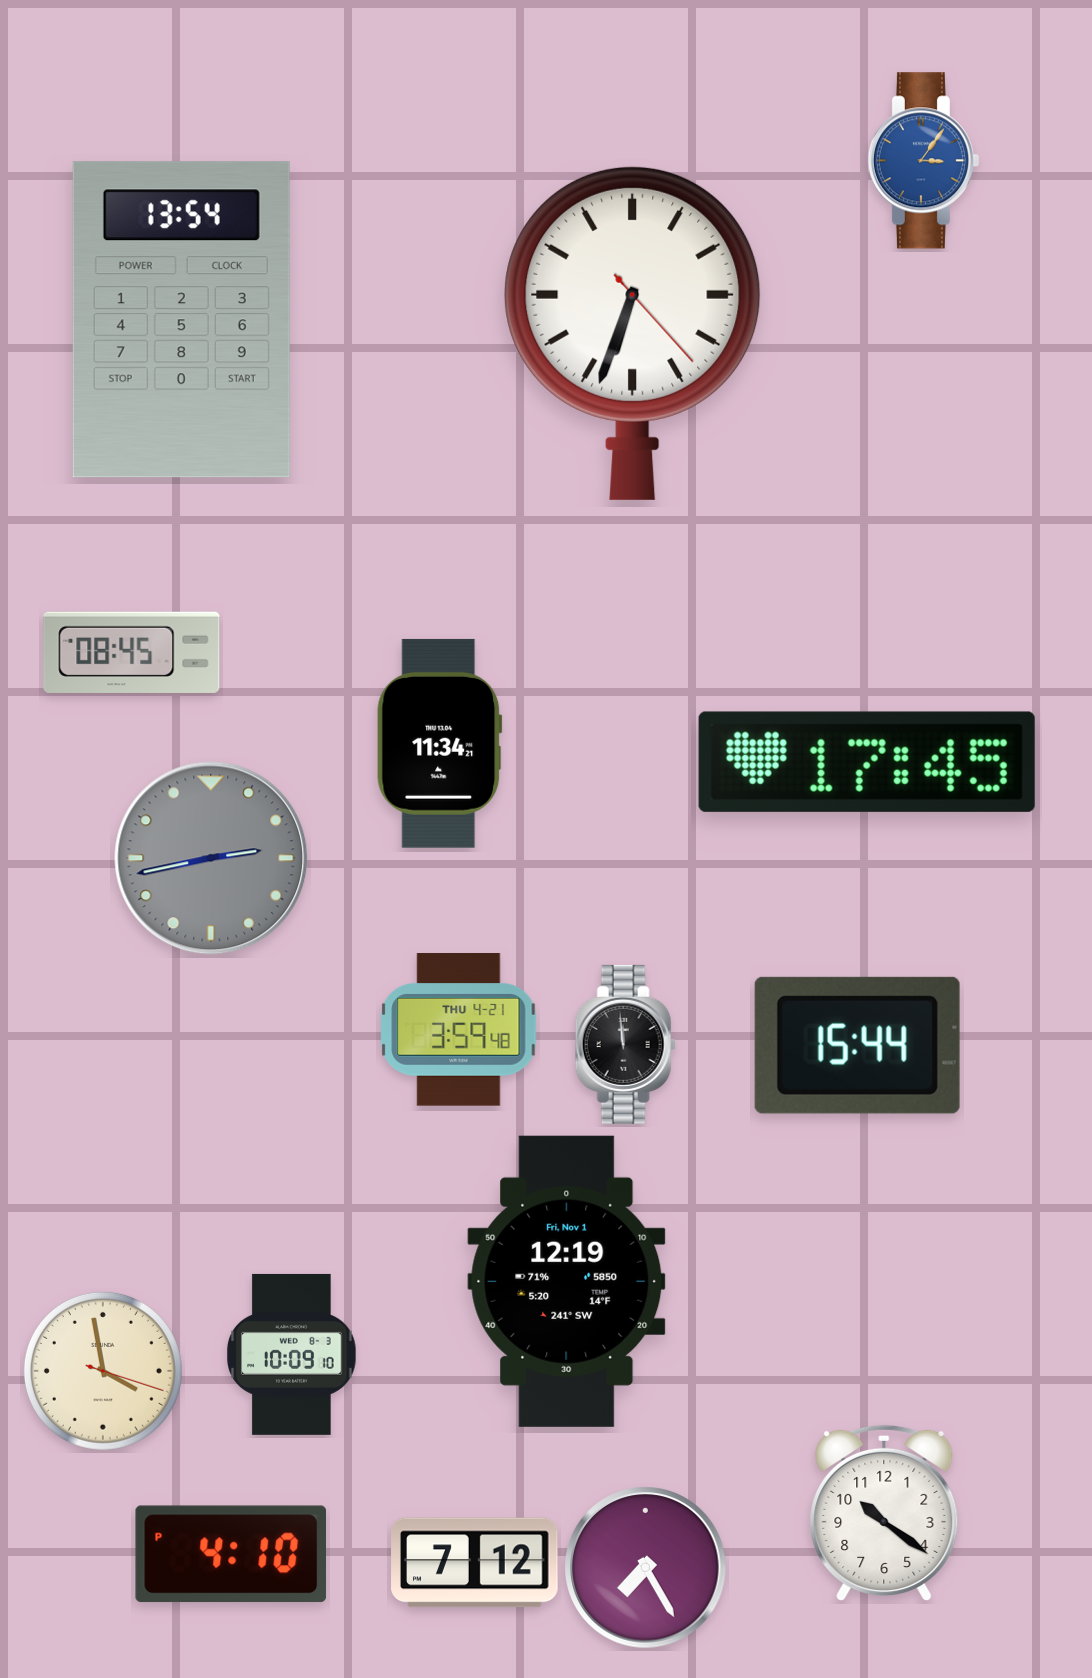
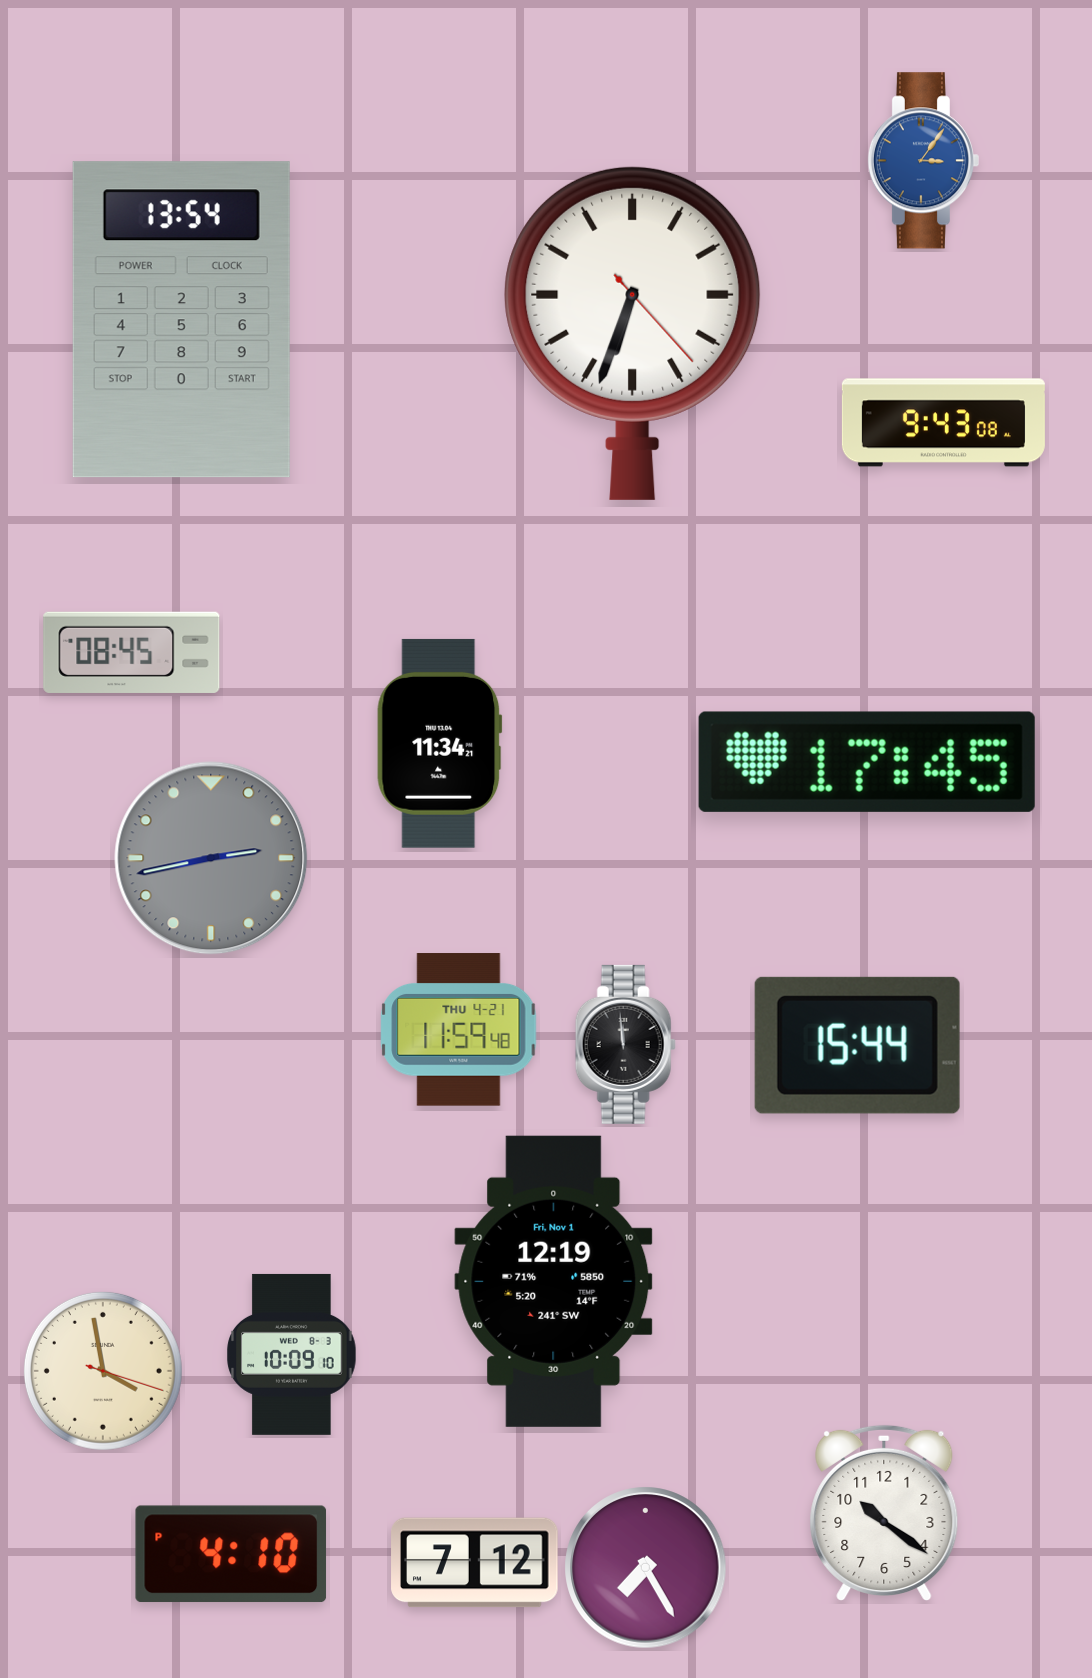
clock at (943, 423): none -> 9:43
clock at (459, 1030): 3:59 -> 11:59
clock at (567, 1281) position: (567, 1281) -> (554, 1281)
